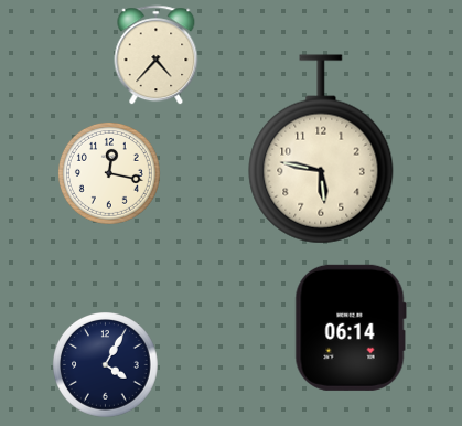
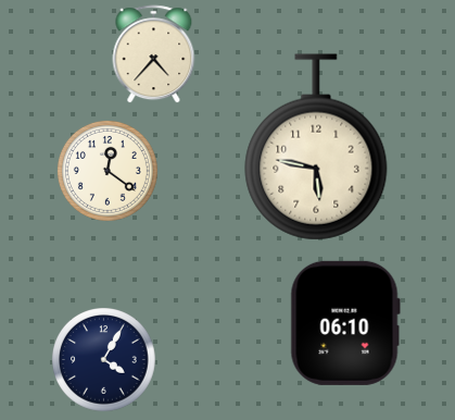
clock at (109, 173): 12:17 -> 12:21
clock at (351, 328): 06:14 -> 06:10
